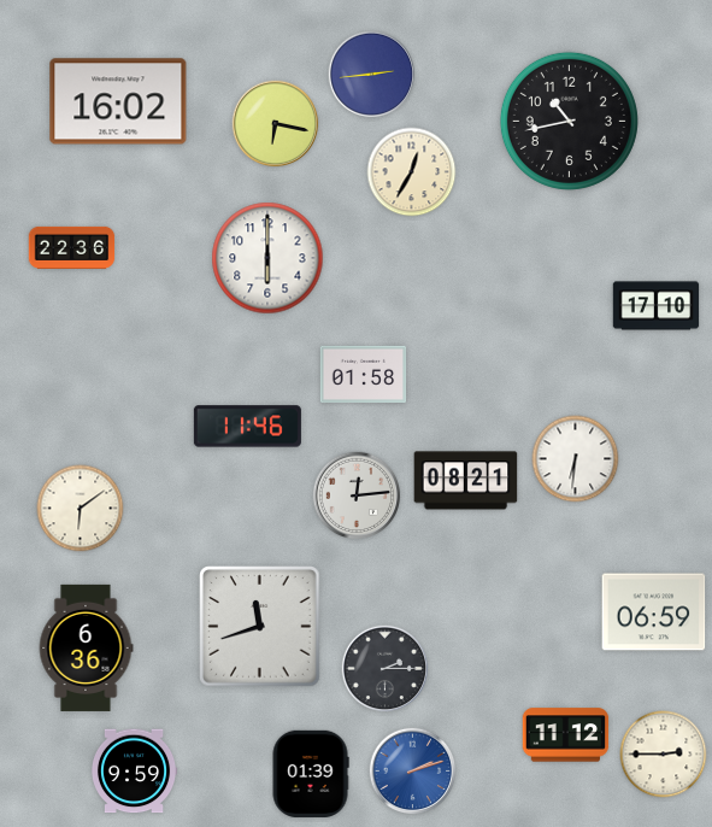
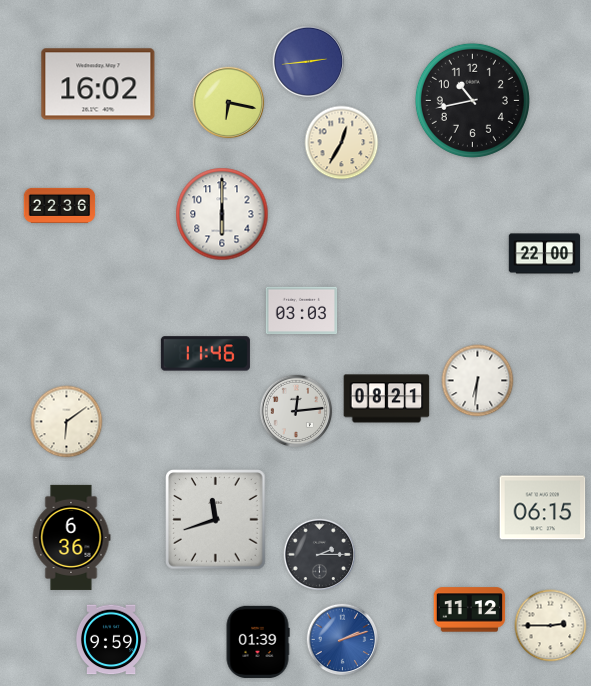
clock at (657, 306): 17:10 -> 22:00
clock at (364, 375): 01:58 -> 03:03
clock at (654, 612): 06:59 -> 06:15
